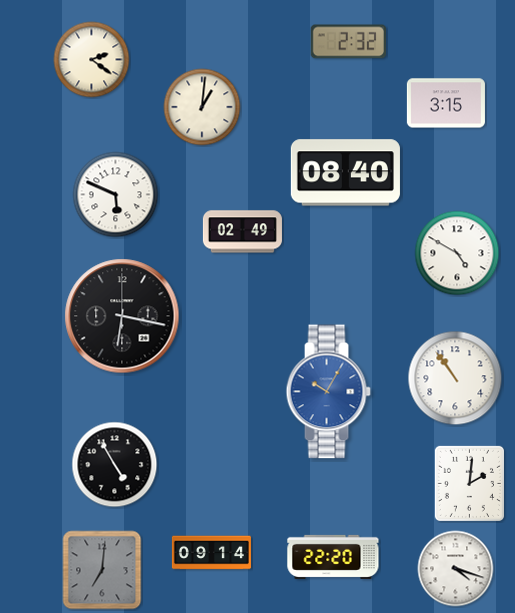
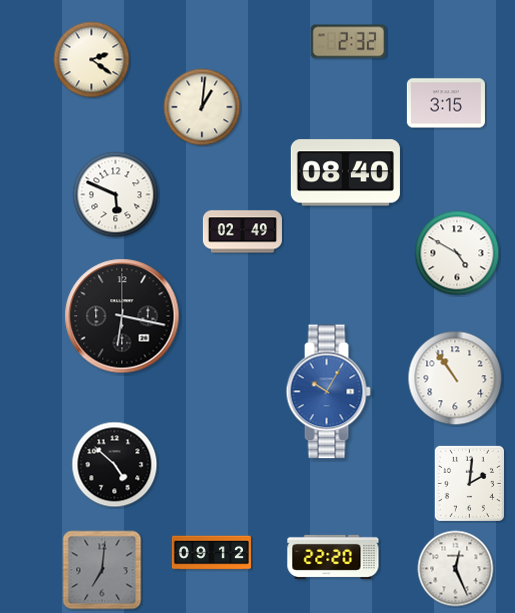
clock at (115, 465): 4:55 -> 4:52
clock at (211, 553): 09:14 -> 09:12
clock at (456, 569): 4:18 -> 12:26
